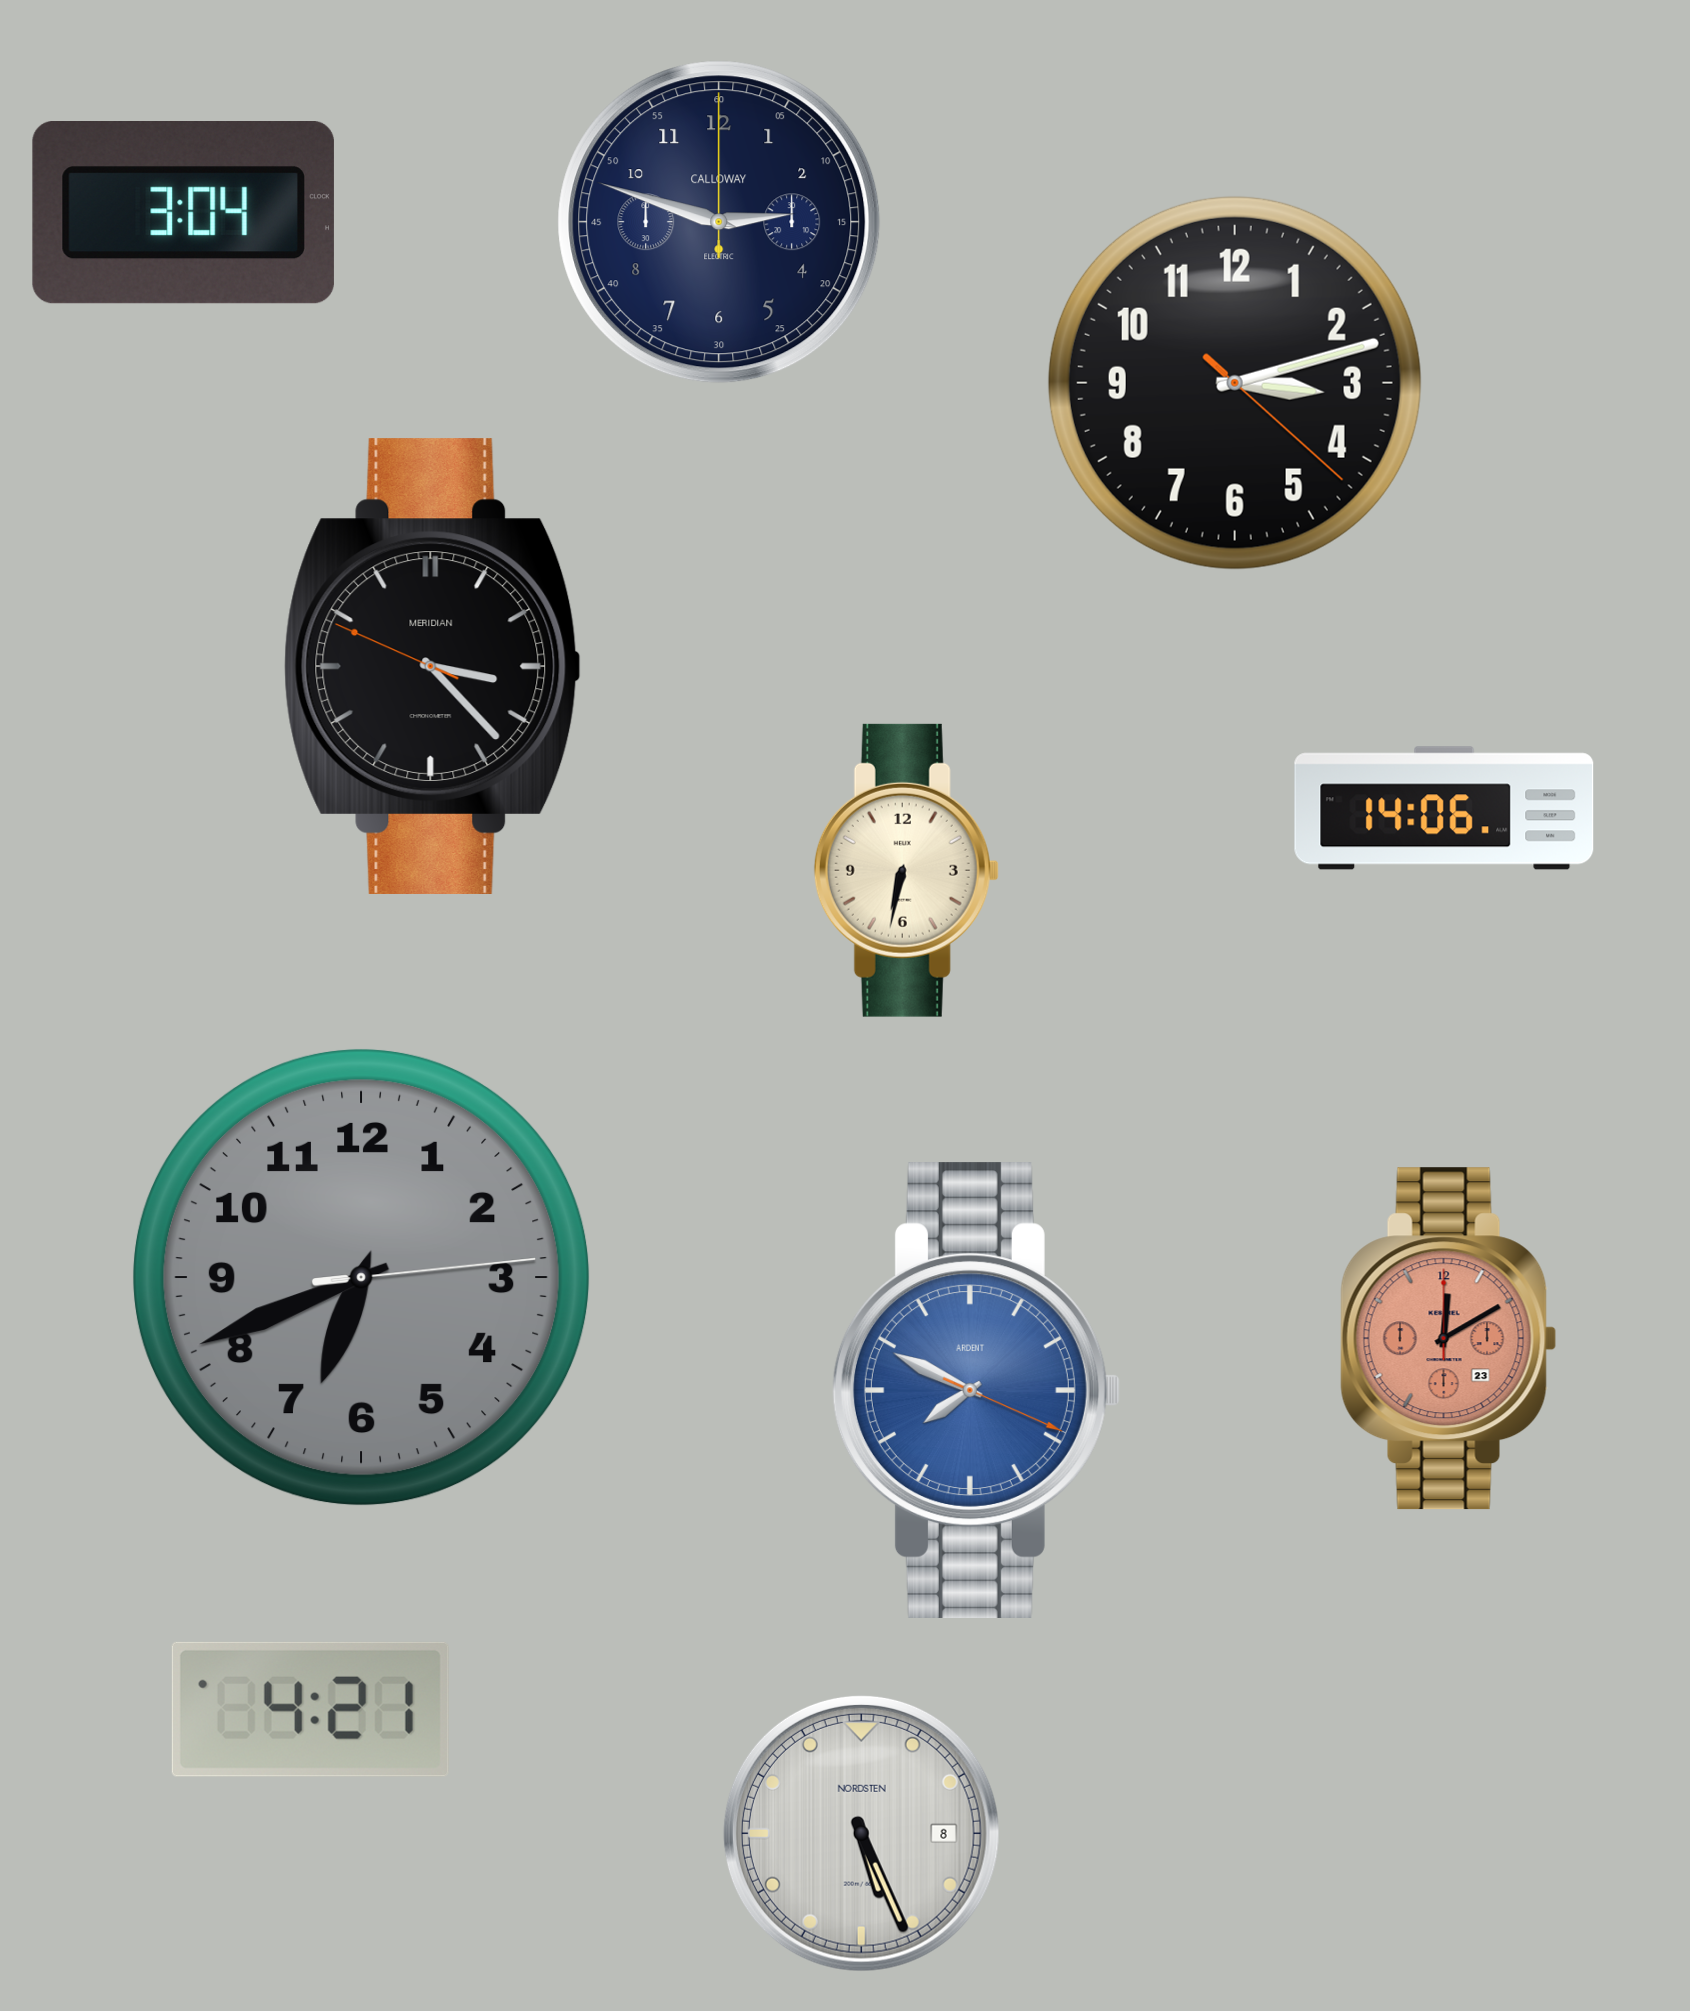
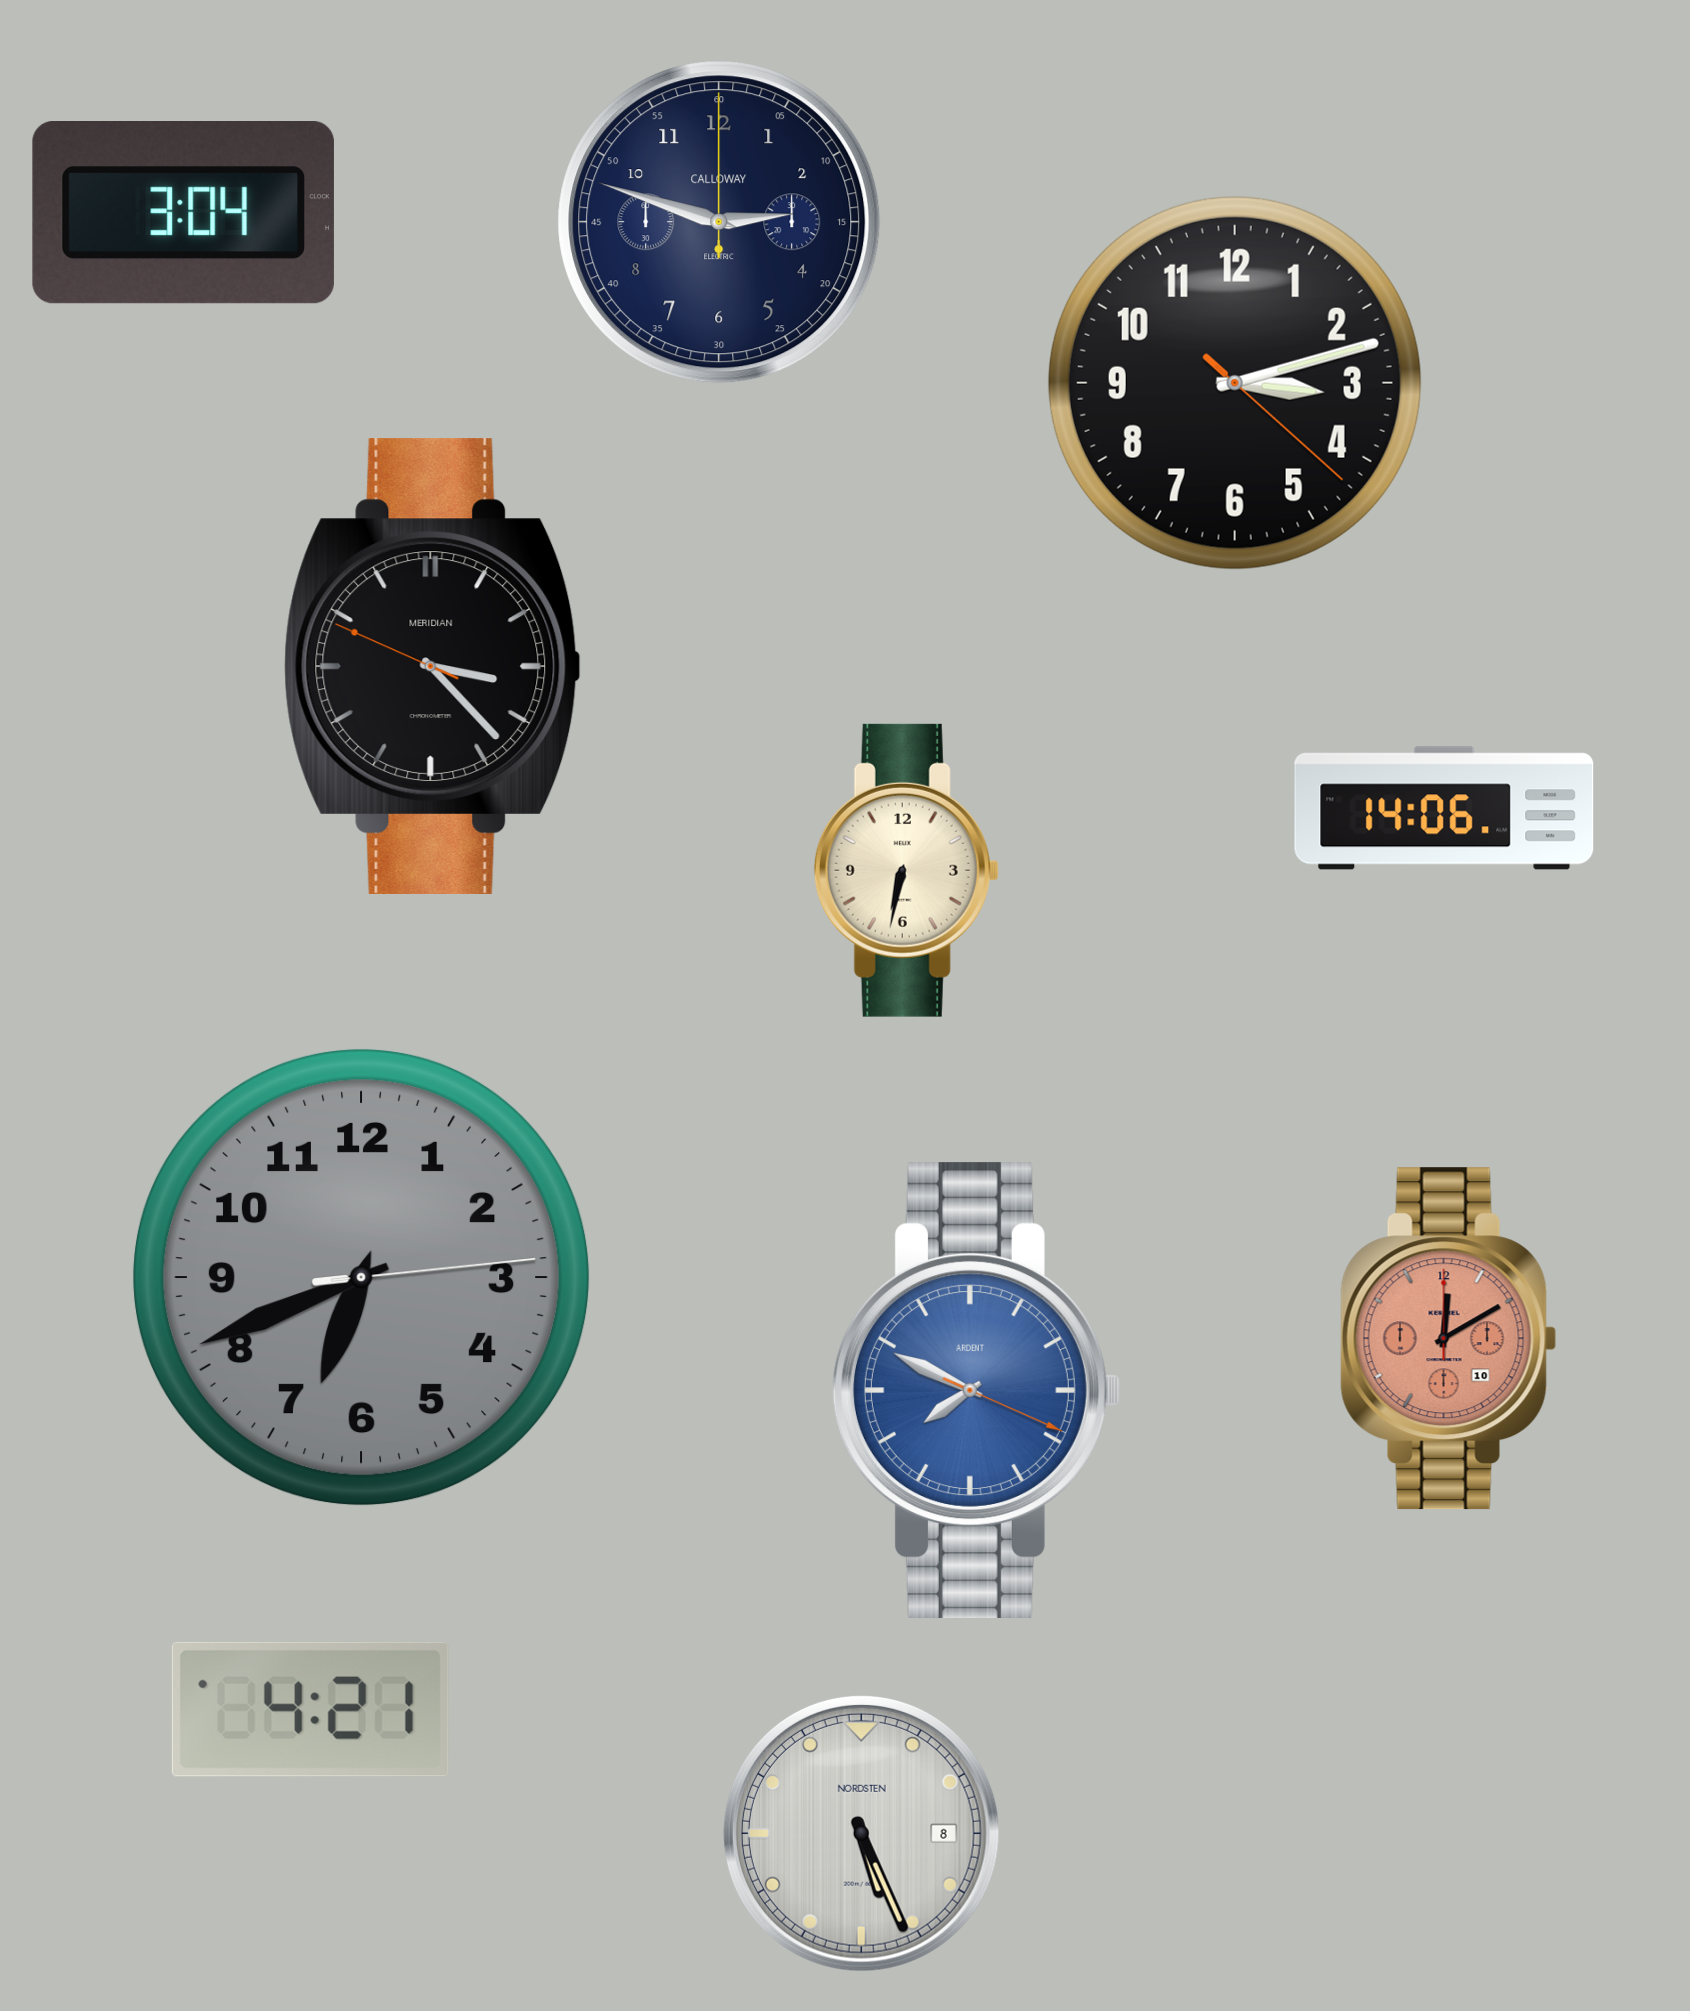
clock at (1449, 1339) date: 23 -> 10
